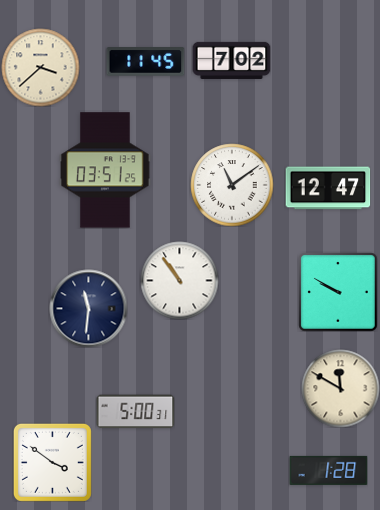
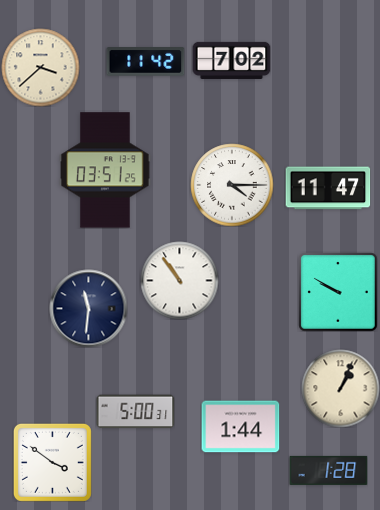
clock at (145, 62): 11:45 -> 11:42
clock at (232, 185): 11:09 -> 4:15
clock at (328, 188): 12:47 -> 11:47
clock at (340, 388): 11:50 -> 1:04
clock at (240, 427): none -> 1:44
